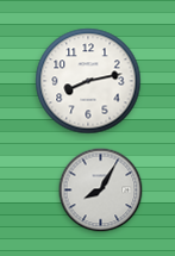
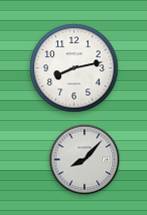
clock at (101, 191): 8:05 -> 8:07
